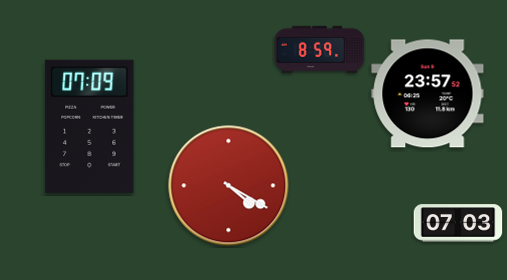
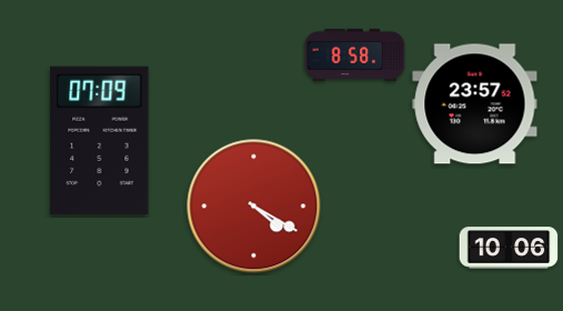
clock at (320, 49): 8:59 -> 8:58
clock at (458, 223): 07:03 -> 10:06
